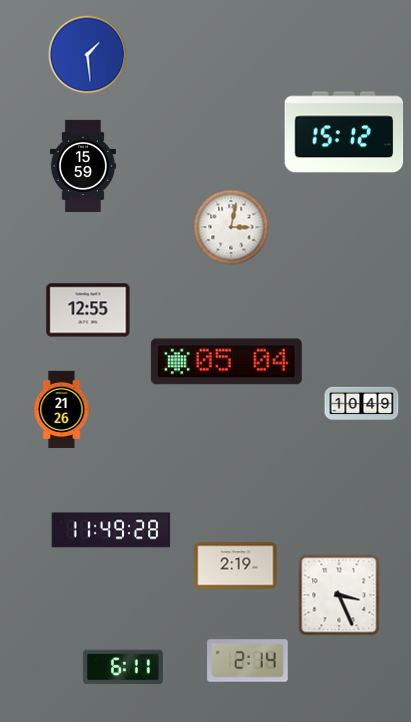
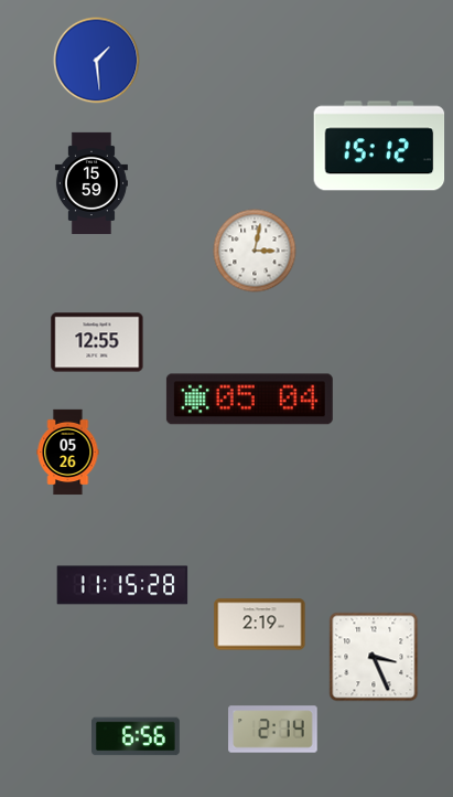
clock at (362, 404): 10:49 -> none
clock at (62, 410): 21:26 -> 05:26
clock at (111, 530): 11:49 -> 11:15
clock at (124, 667): 6:11 -> 6:56
